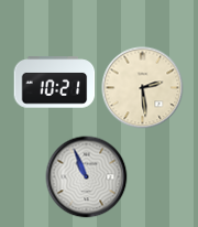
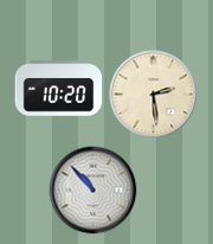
clock at (55, 83): 10:21 -> 10:20
clock at (87, 177): 10:56 -> 10:53
